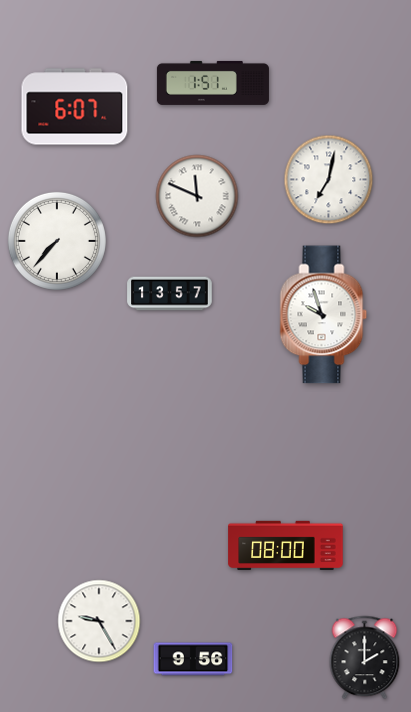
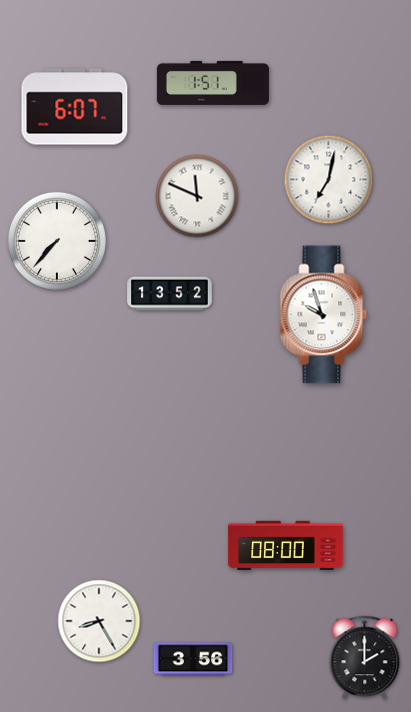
clock at (170, 294): 13:57 -> 13:52
clock at (99, 621): 9:25 -> 8:25
clock at (193, 659): 9:56 -> 3:56
